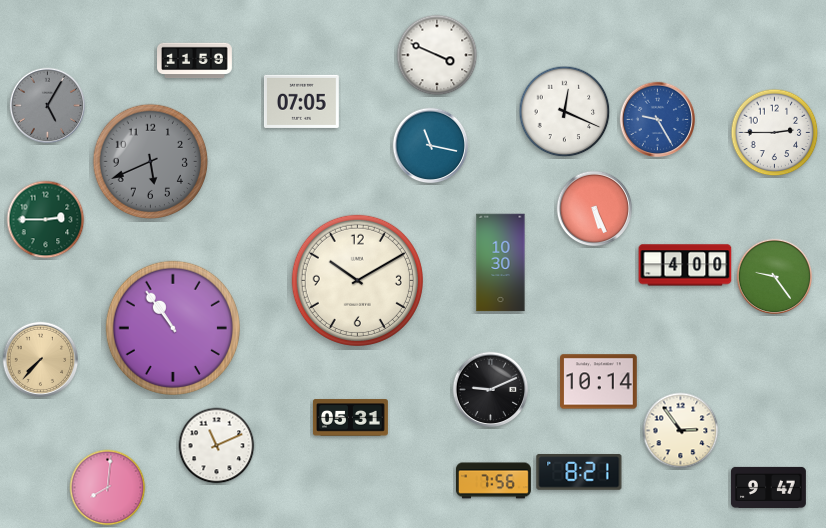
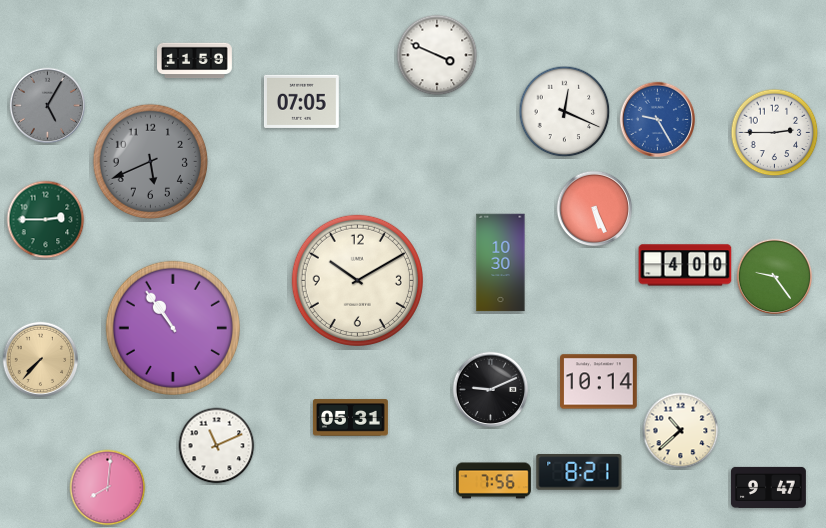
clock at (431, 146): 11:17 -> none
clock at (681, 431): 2:54 -> 10:38
